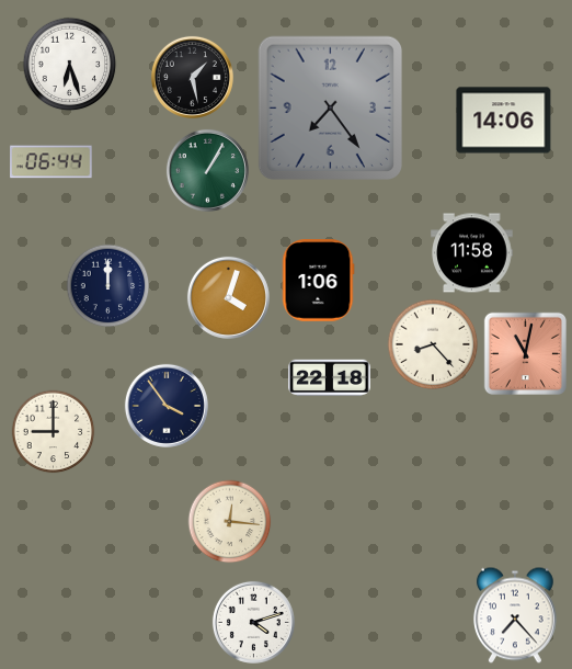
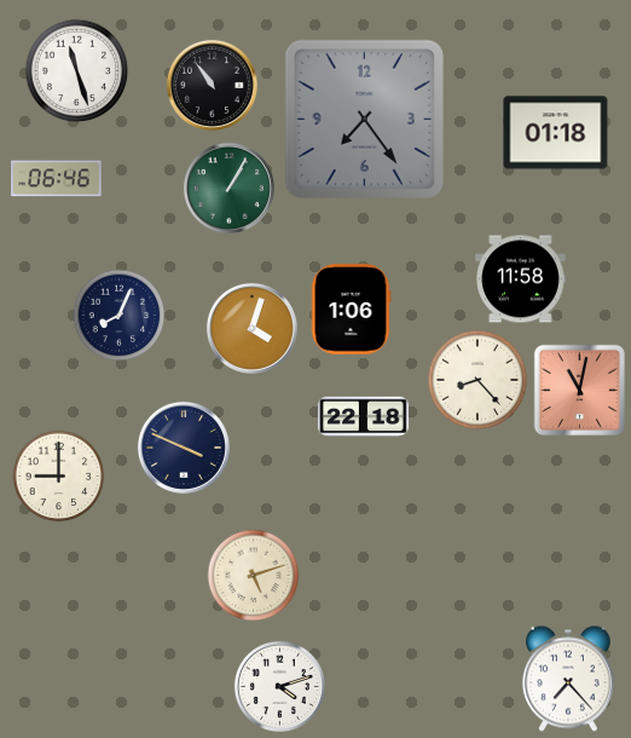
clock at (70, 65): 6:27 -> 11:27
clock at (192, 77): 1:28 -> 10:54
clock at (504, 121): 14:06 -> 01:18
clock at (52, 162): 06:44 -> 06:46
clock at (108, 286): 12:00 -> 8:04
clock at (167, 406): 3:54 -> 3:49
clock at (230, 522): 12:16 -> 5:12
